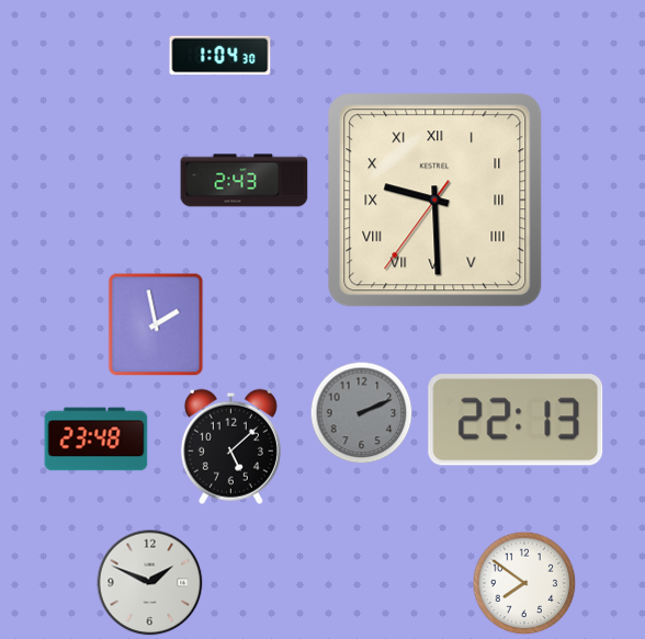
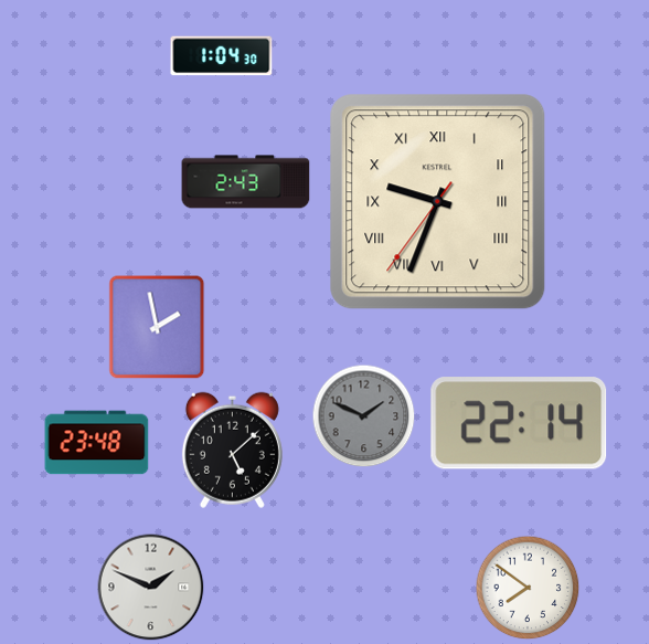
clock at (435, 201): 9:29 -> 9:33
clock at (362, 413): 2:11 -> 1:49
clock at (516, 420): 22:13 -> 22:14
